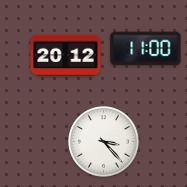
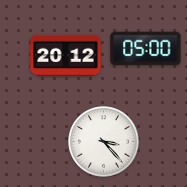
clock at (146, 49): 11:00 -> 05:00
